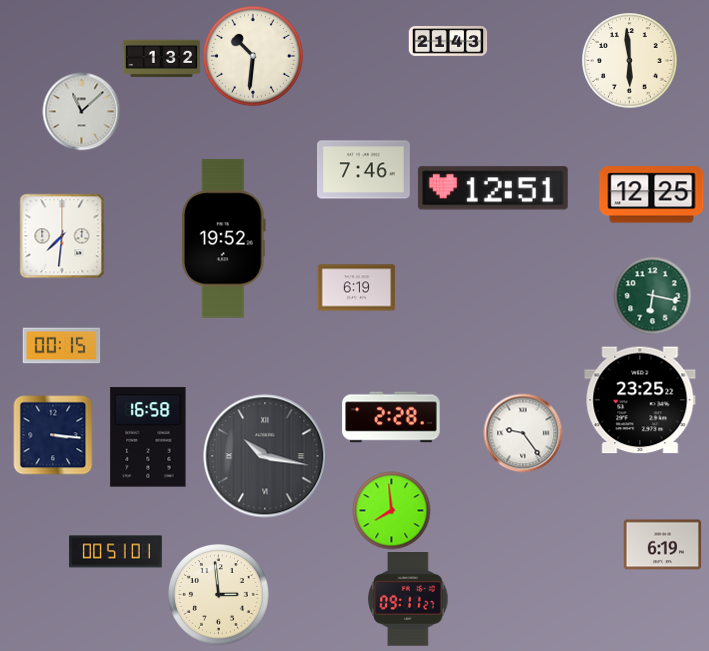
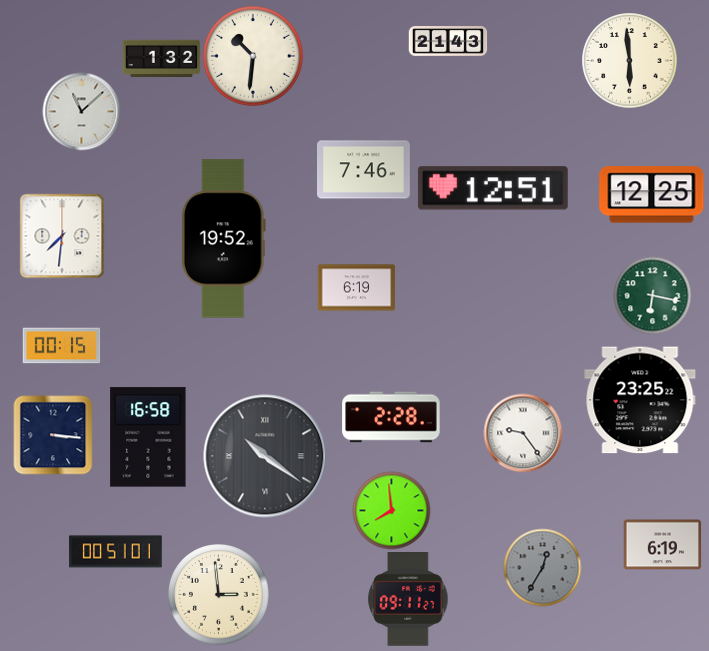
clock at (265, 456): 10:17 -> 10:21
clock at (542, 567): none -> 12:35
